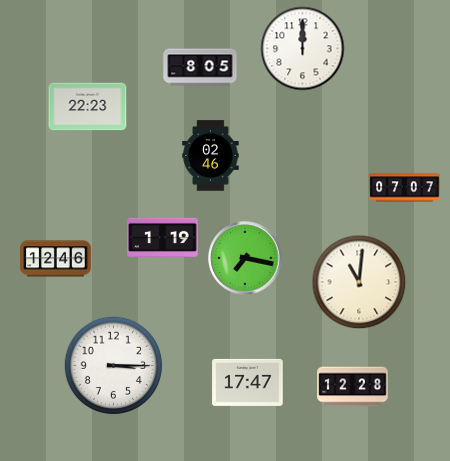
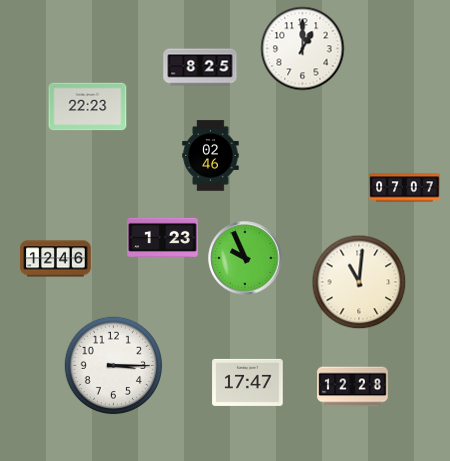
clock at (303, 49): 12:00 -> 1:00
clock at (200, 67): 8:05 -> 8:25
clock at (163, 237): 1:19 -> 1:23
clock at (245, 258): 7:17 -> 9:56
